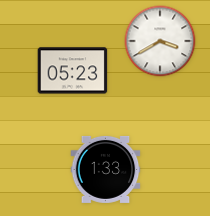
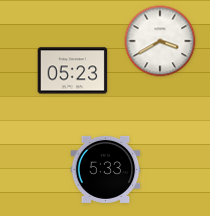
clock at (106, 169): 1:33 -> 5:33
